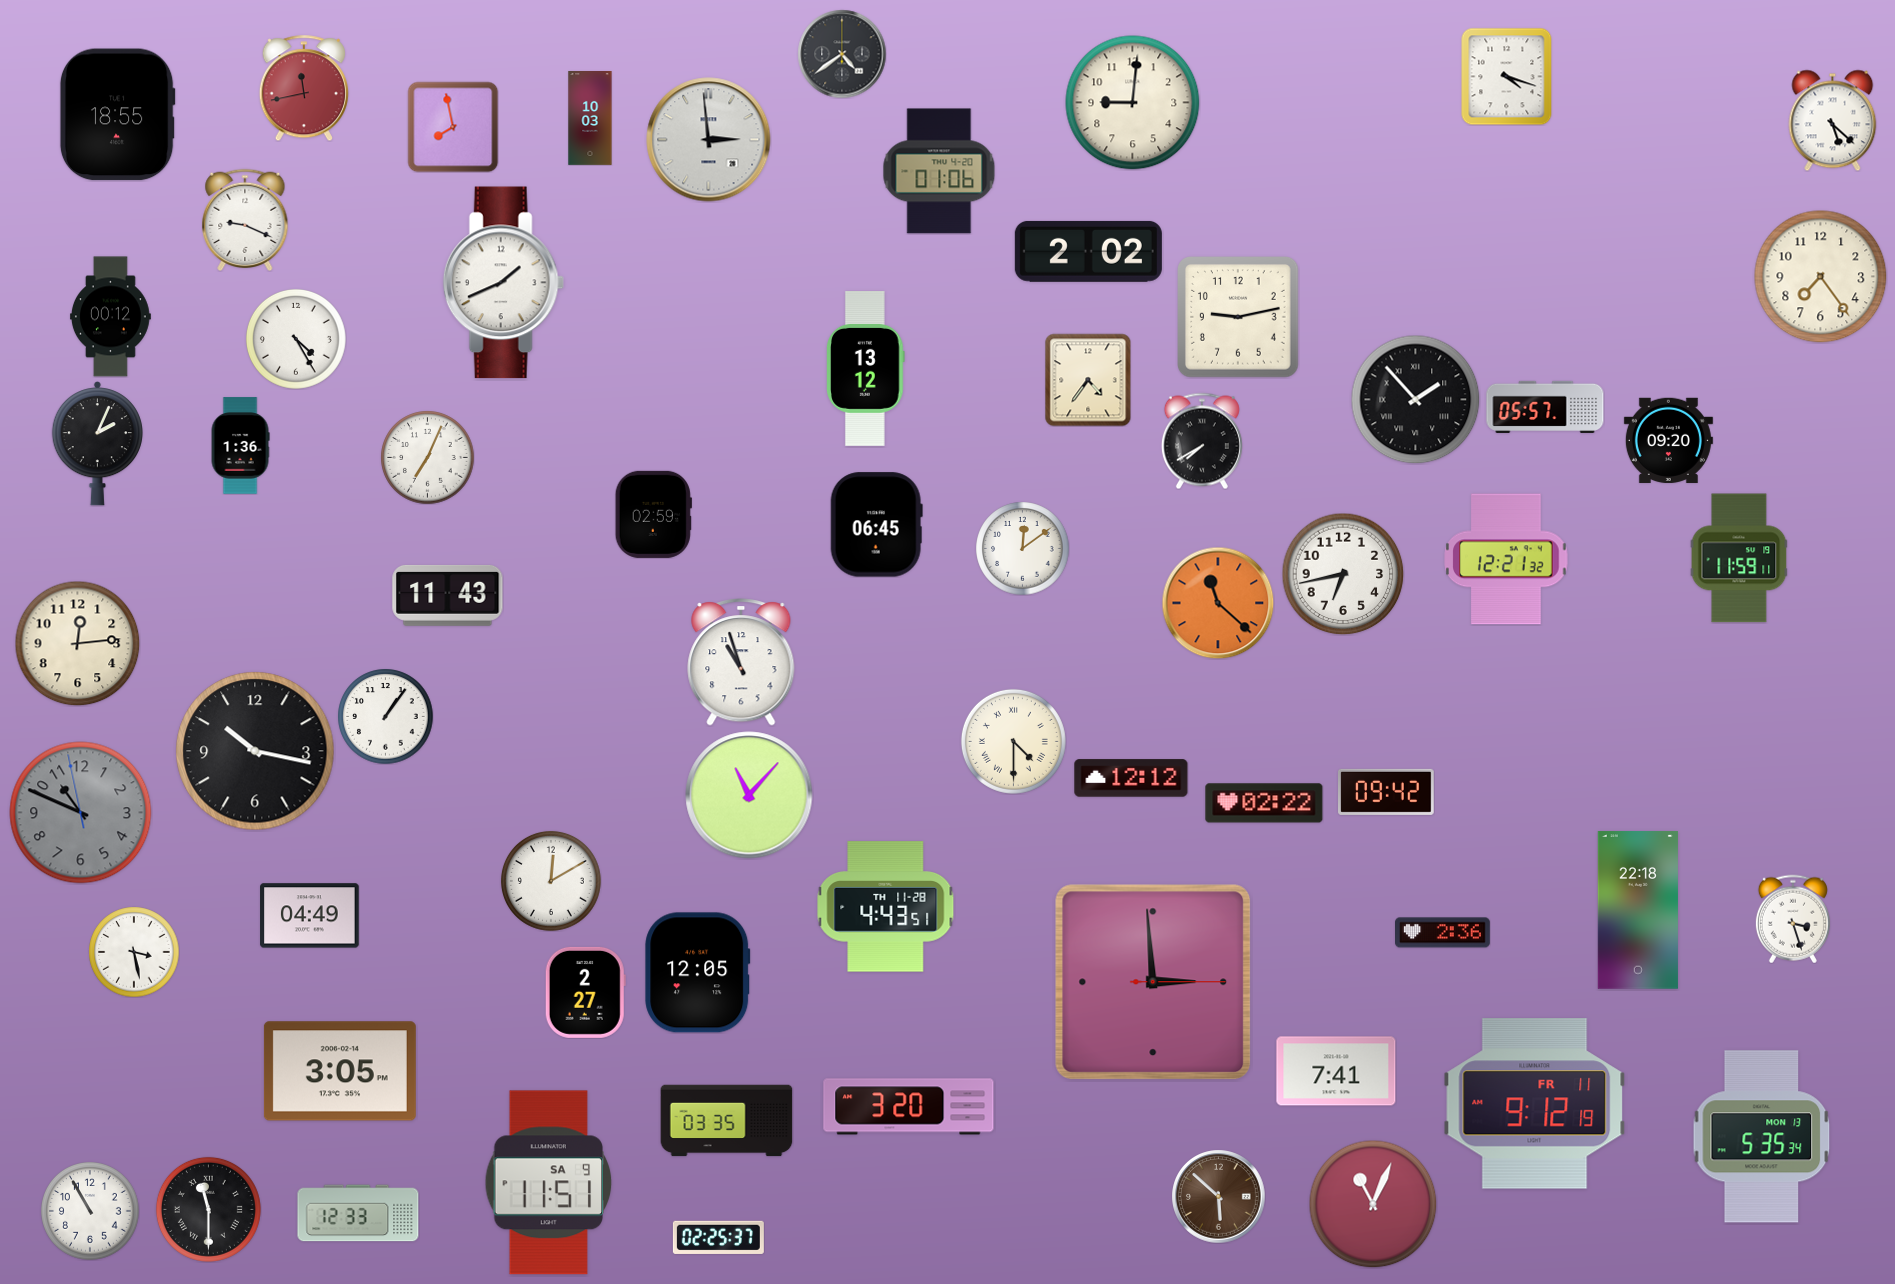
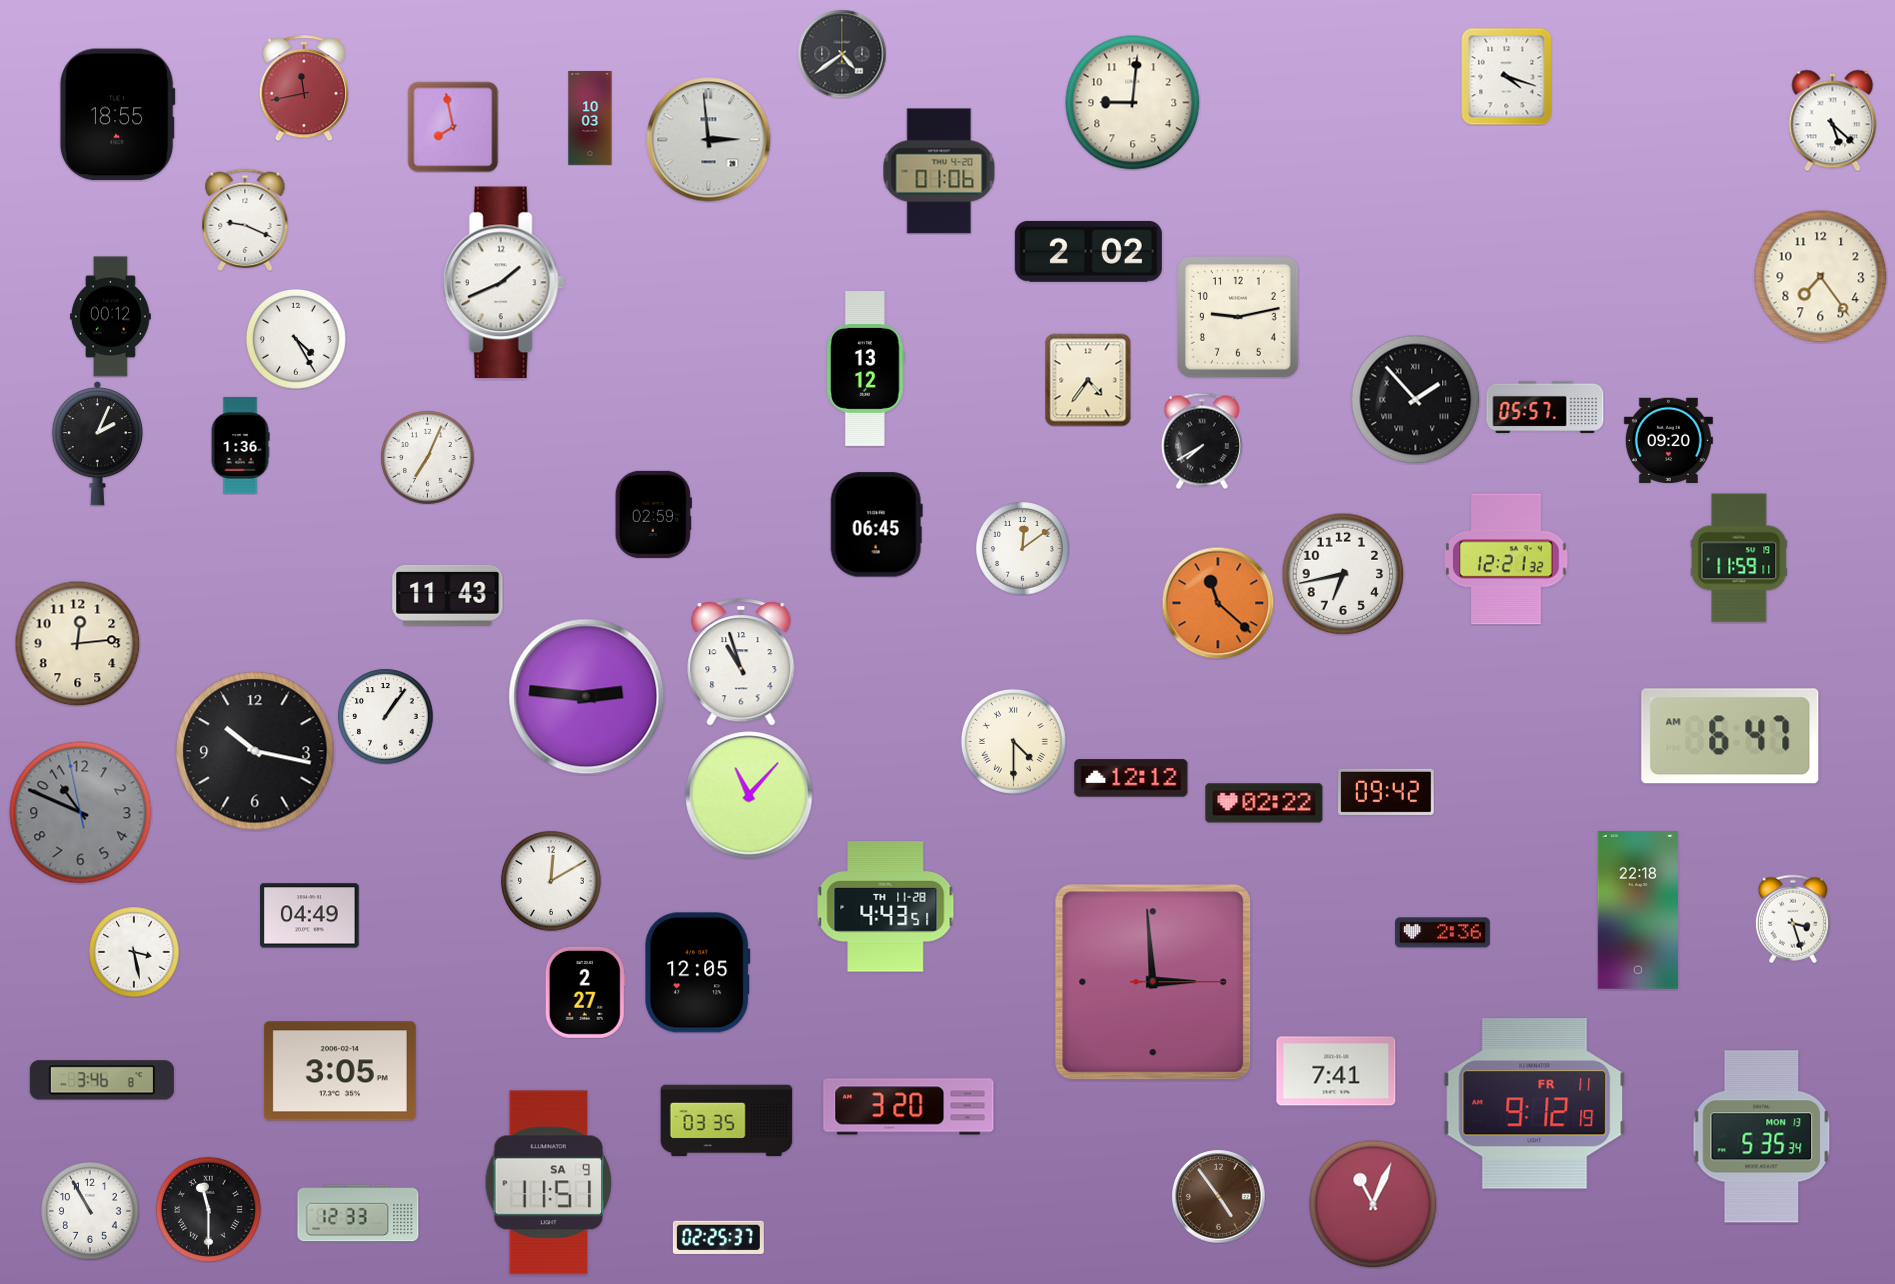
clock at (587, 697): none -> 2:46
clock at (1730, 736): none -> 6:47
clock at (102, 1080): none -> 3:46
clock at (1218, 1196): 5:52 -> 4:54
